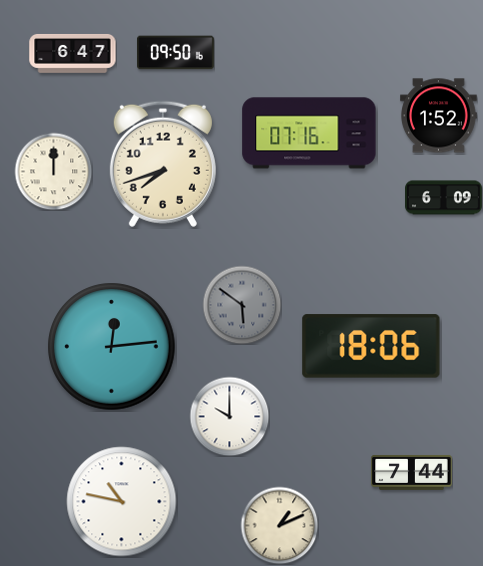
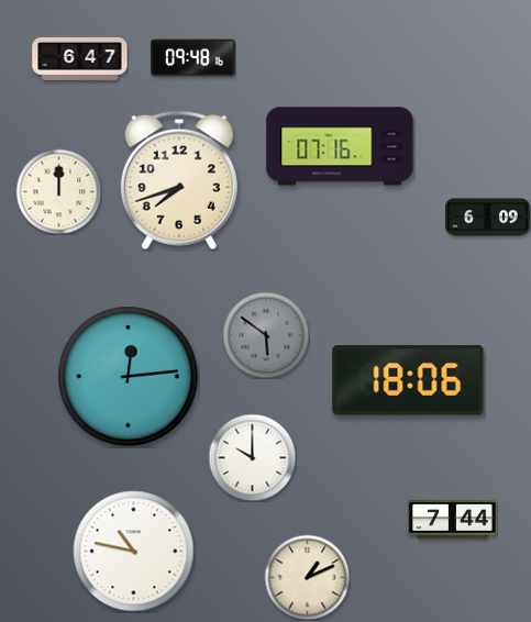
clock at (176, 53): 09:50 -> 09:48
clock at (439, 116): 1:52 -> none
clock at (53, 171) position: (53, 171) -> (58, 191)
clock at (112, 347) position: (112, 347) -> (129, 377)
